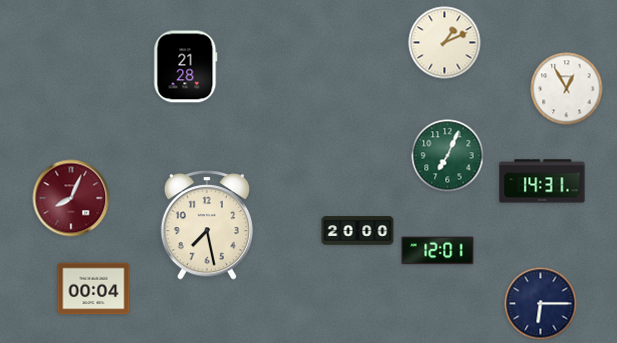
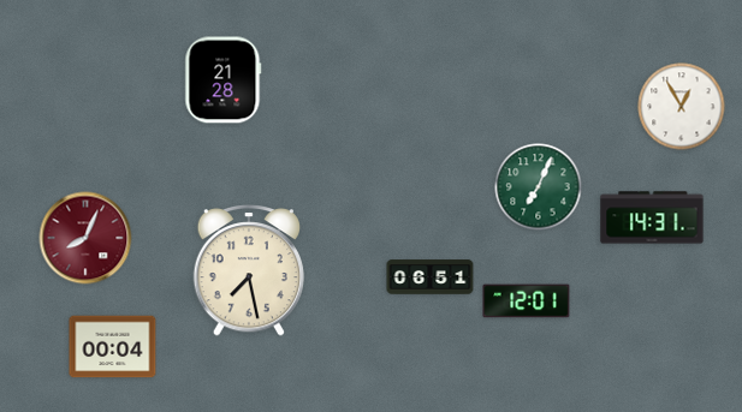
clock at (445, 43): 1:11 -> none
clock at (358, 231): 20:00 -> 06:51
clock at (541, 304): 6:15 -> none
